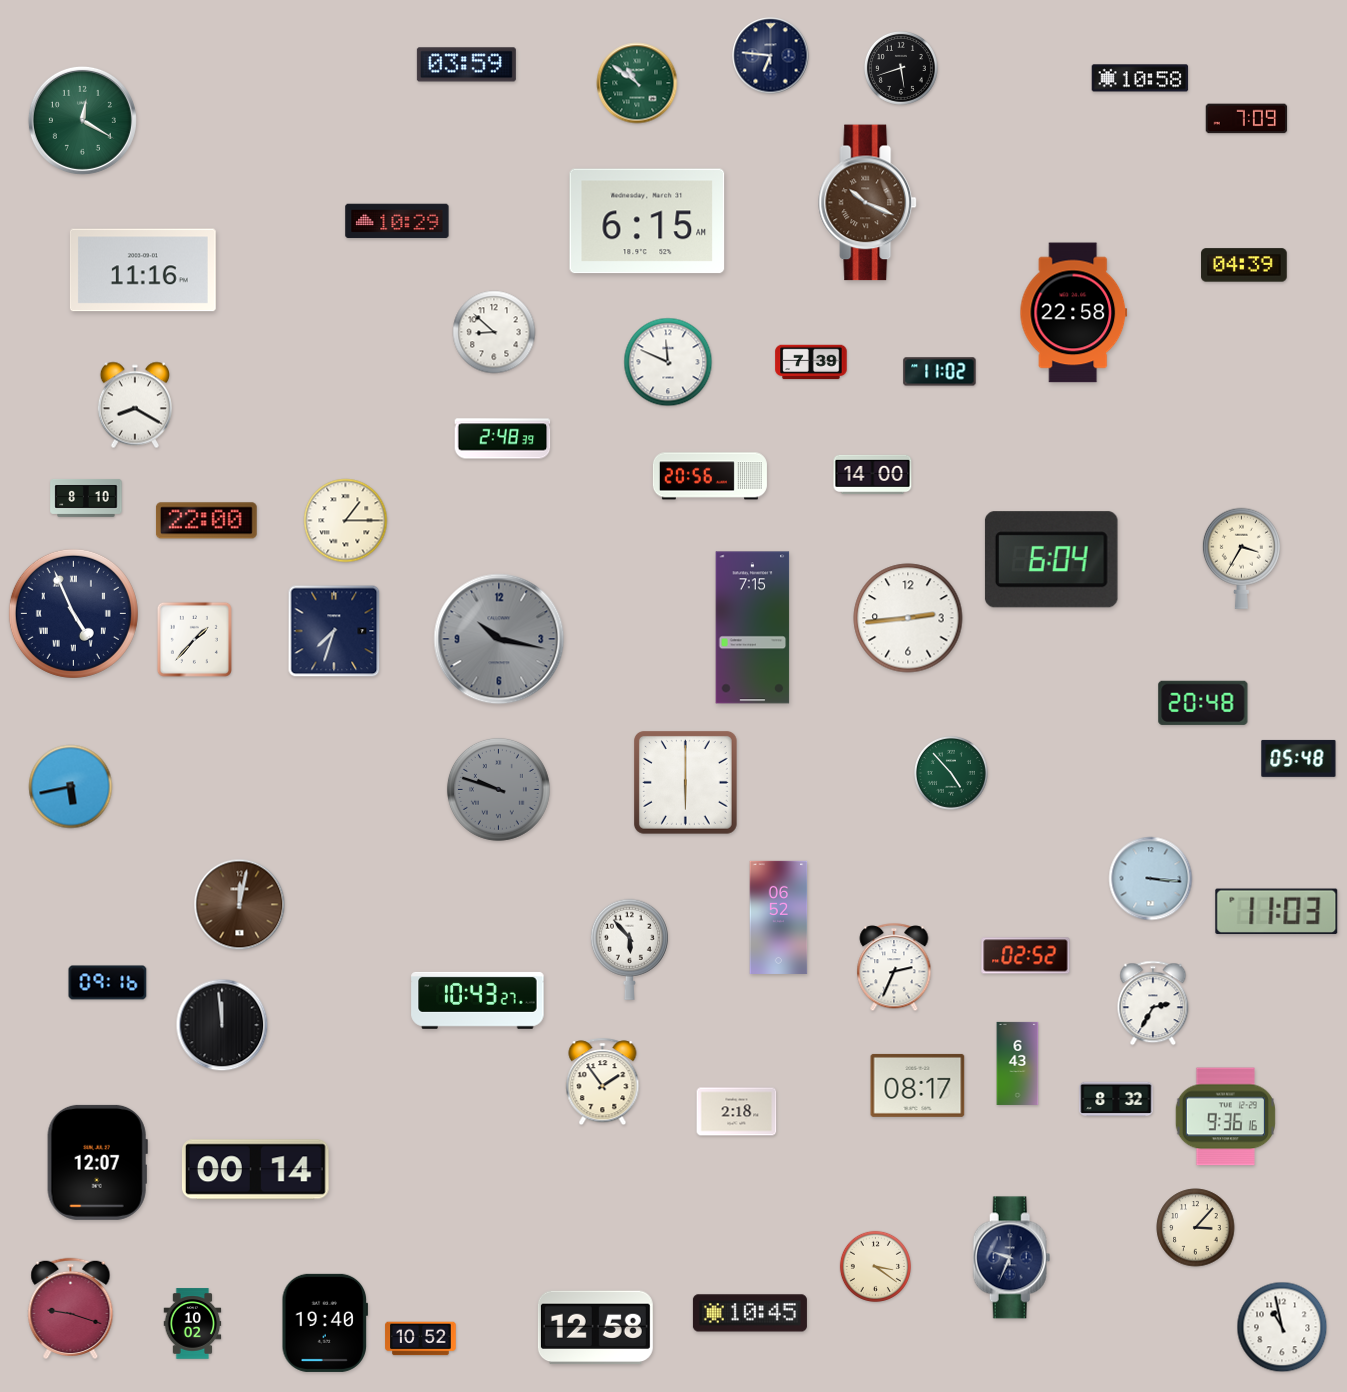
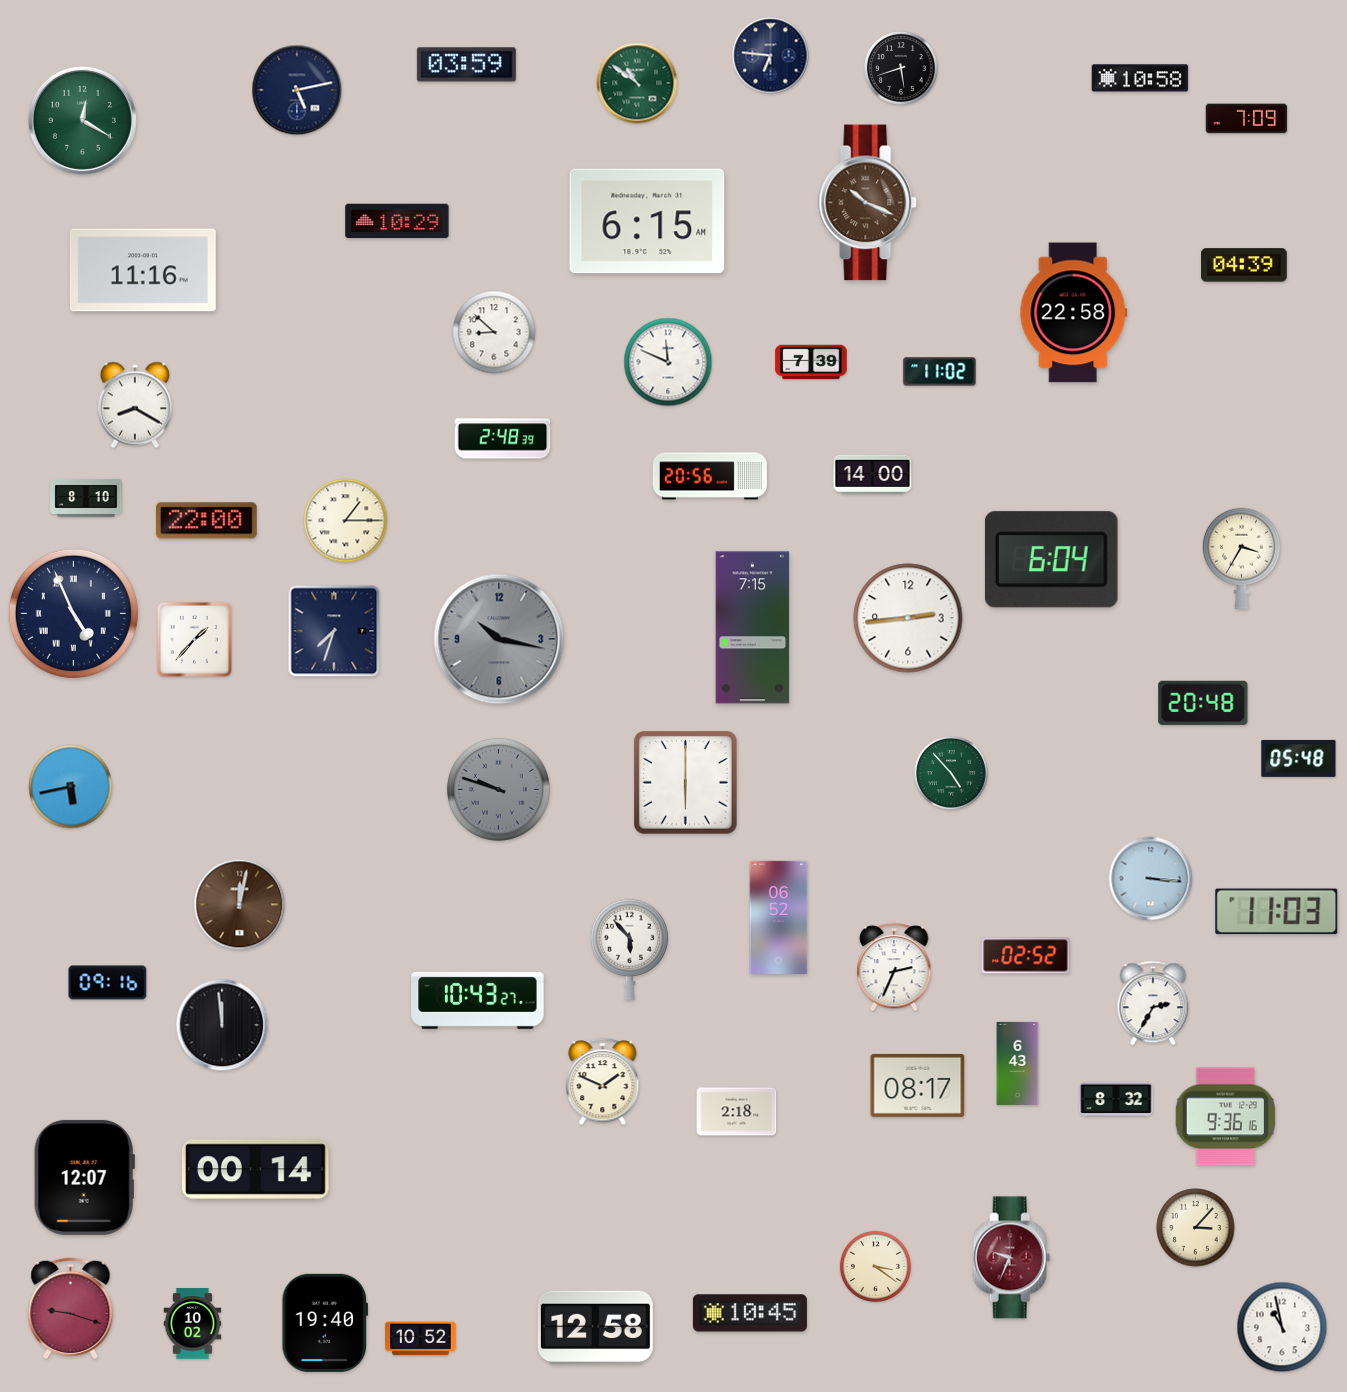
clock at (297, 90): none -> 5:13
clock at (603, 1082): 1:54 -> 1:49
clock at (97, 1162) position: (97, 1162) -> (84, 1177)
clock at (1012, 1258) dial: navy -> burgundy
